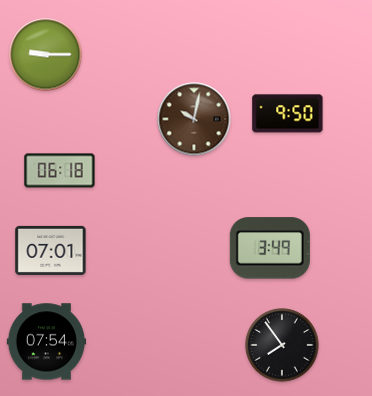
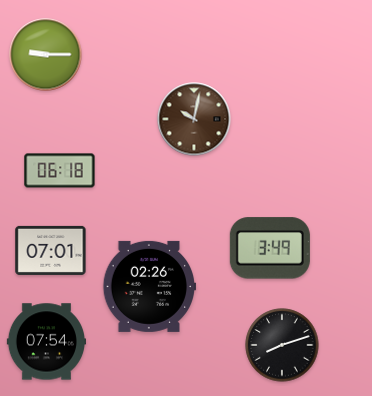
clock at (288, 114): 9:50 -> none
clock at (150, 286): none -> 02:26
clock at (282, 345): 7:54 -> 8:12
